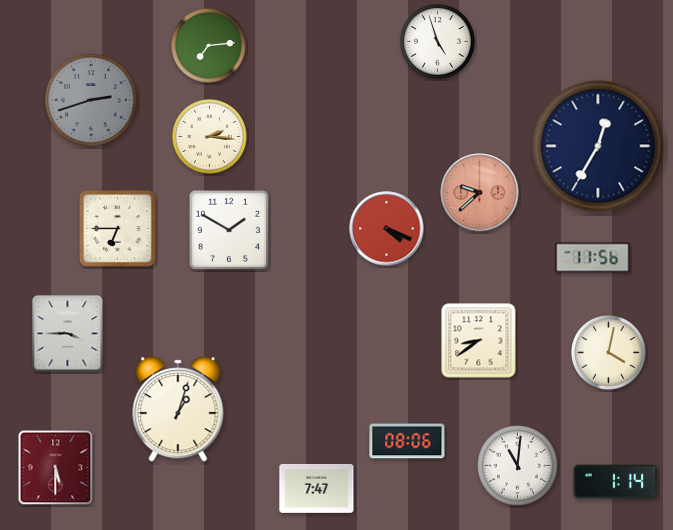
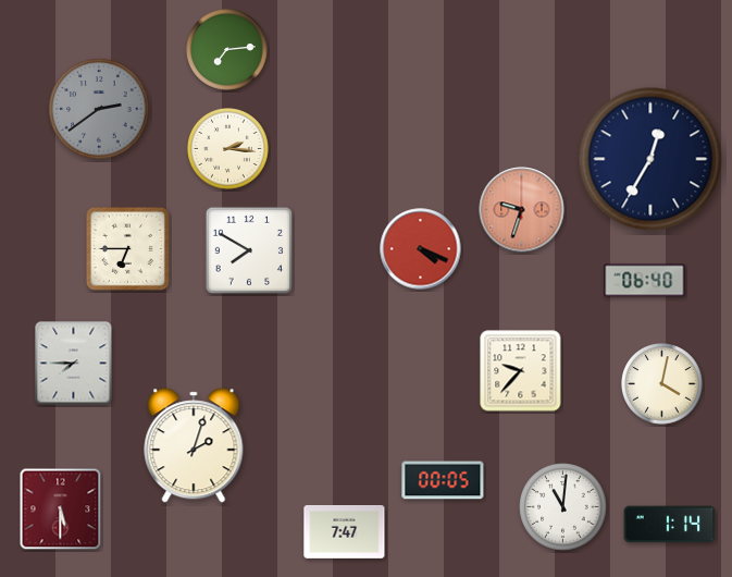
clock at (438, 42): 4:57 -> none
clock at (91, 100): 2:42 -> 2:39
clock at (480, 193): 9:38 -> 9:33
clock at (229, 230): 1:50 -> 7:50
clock at (593, 258): 11:56 -> 06:40
clock at (68, 334): 3:45 -> 7:45
clock at (479, 341): 8:39 -> 9:37
clock at (178, 409): 1:03 -> 2:03
clock at (407, 441): 08:06 -> 00:05
